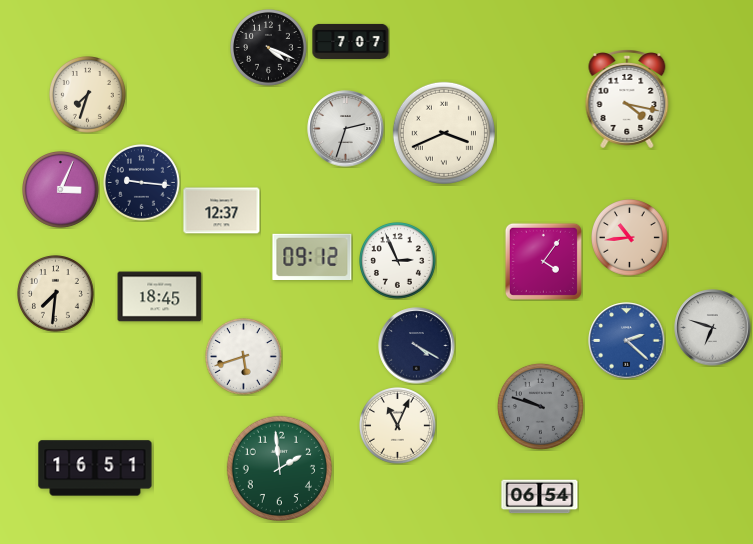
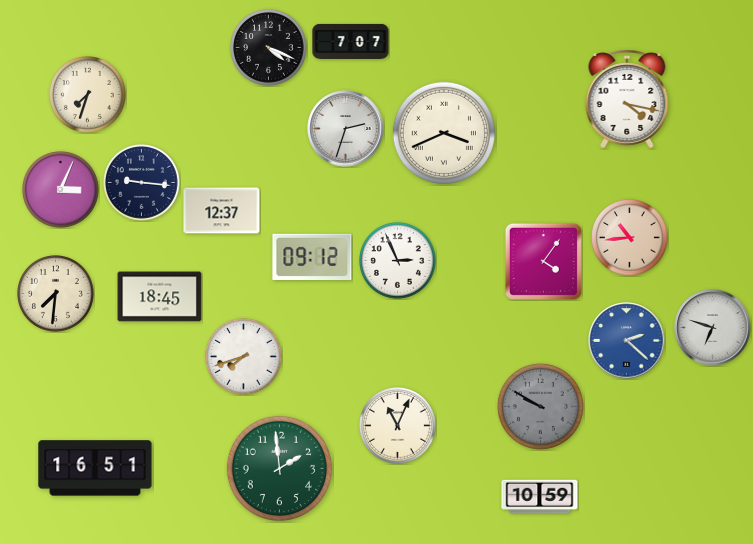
clock at (417, 346): 4:20 -> none
clock at (244, 357): 5:42 -> 7:42
clock at (540, 406): 9:48 -> 9:50
clock at (540, 497): 06:54 -> 10:59
